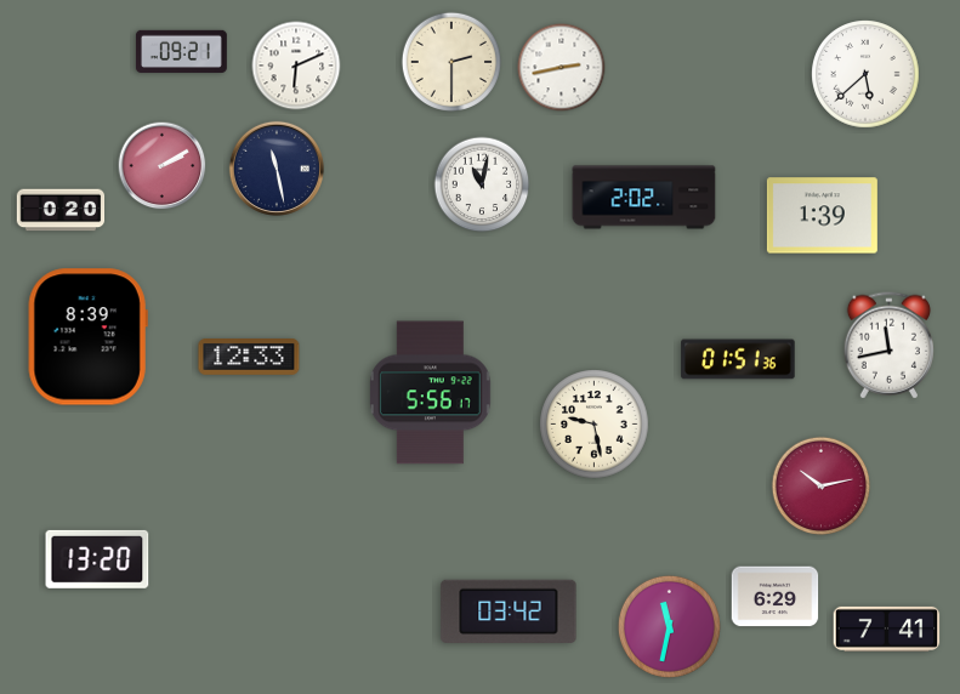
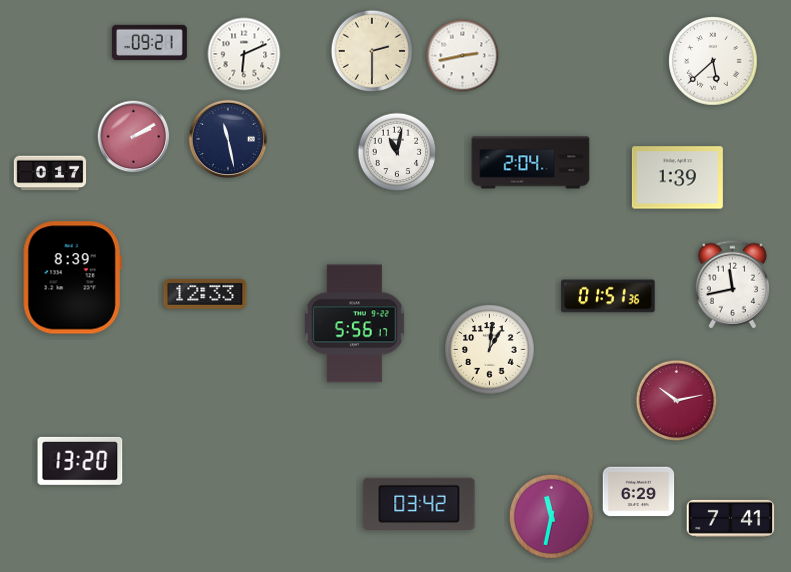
clock at (644, 198): 2:02 -> 2:04
clock at (61, 210): 0:20 -> 0:17
clock at (595, 425): 9:28 -> 1:01
